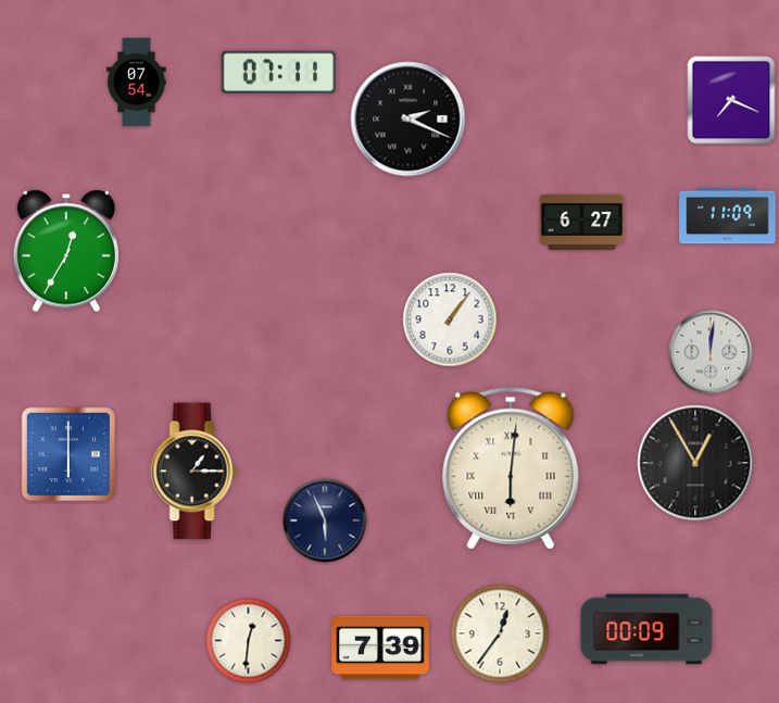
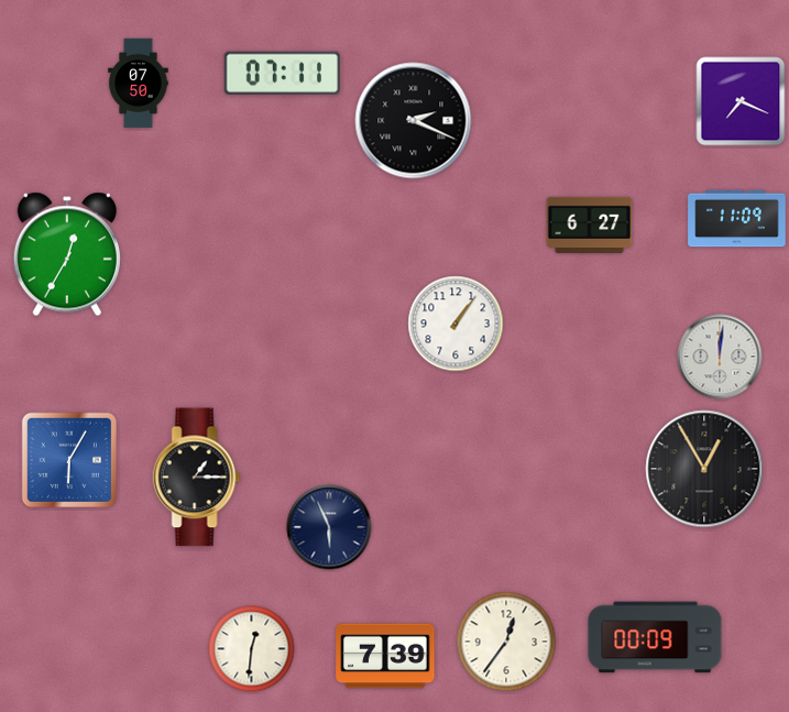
clock at (137, 83): 07:54 -> 07:50
clock at (67, 453): 6:00 -> 6:05
clock at (511, 468): 6:01 -> none
